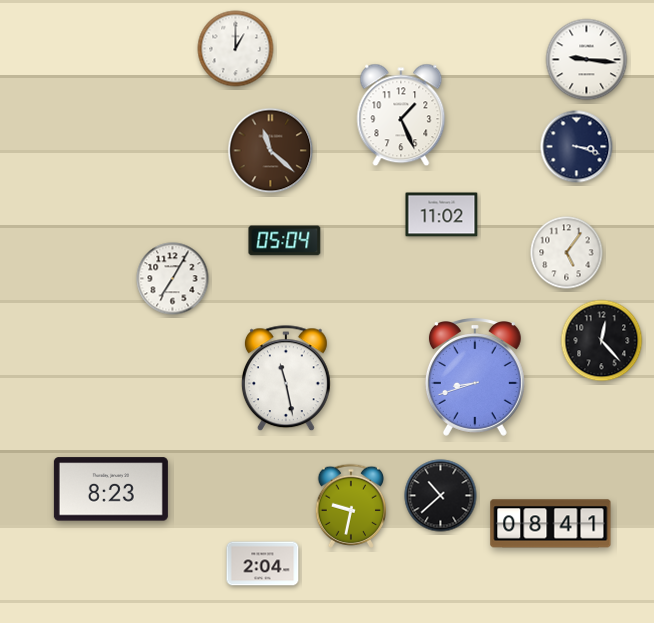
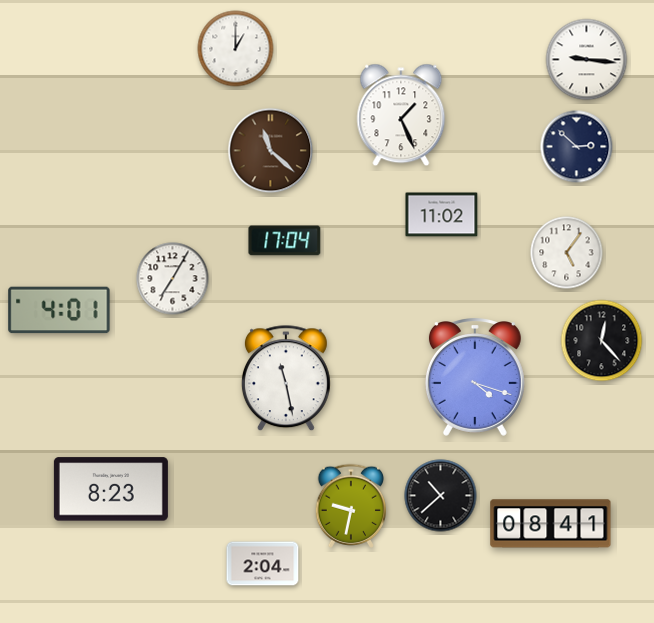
clock at (577, 147): 3:18 -> 2:52
clock at (285, 241): 05:04 -> 17:04
clock at (59, 310): none -> 4:01
clock at (475, 378): 8:42 -> 4:18
